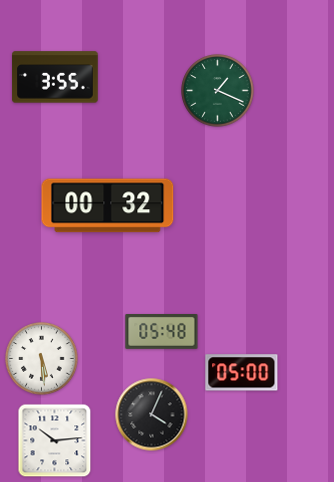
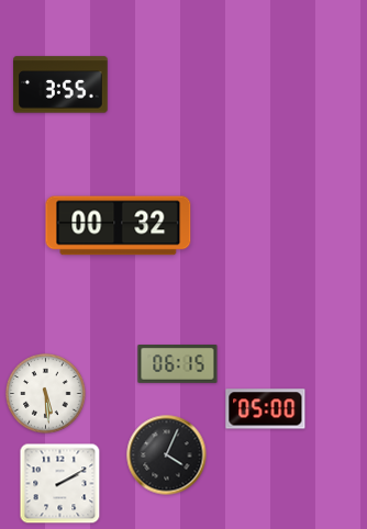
clock at (218, 91): 1:19 -> none
clock at (162, 332): 05:48 -> 06:15
clock at (55, 441): 10:14 -> 2:10
